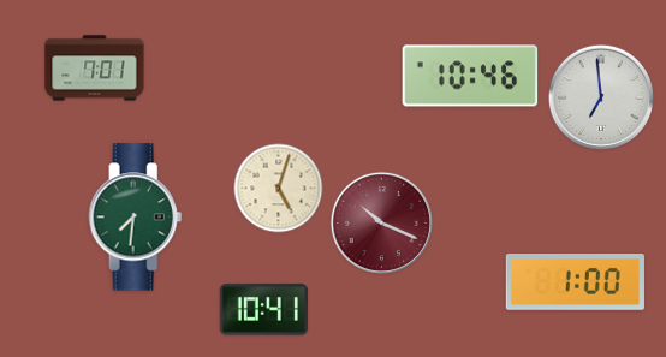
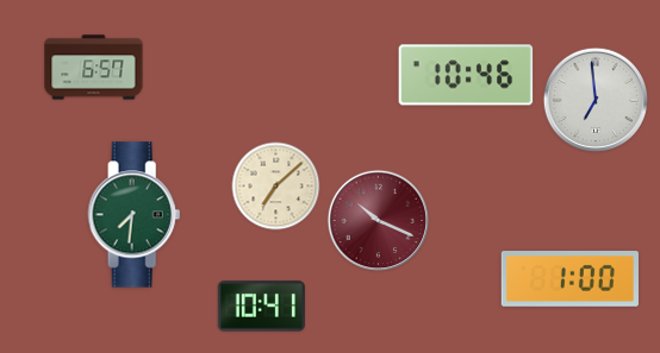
clock at (95, 69): 7:01 -> 6:57
clock at (600, 96) position: (600, 96) -> (594, 99)
clock at (279, 189): 5:03 -> 7:08
